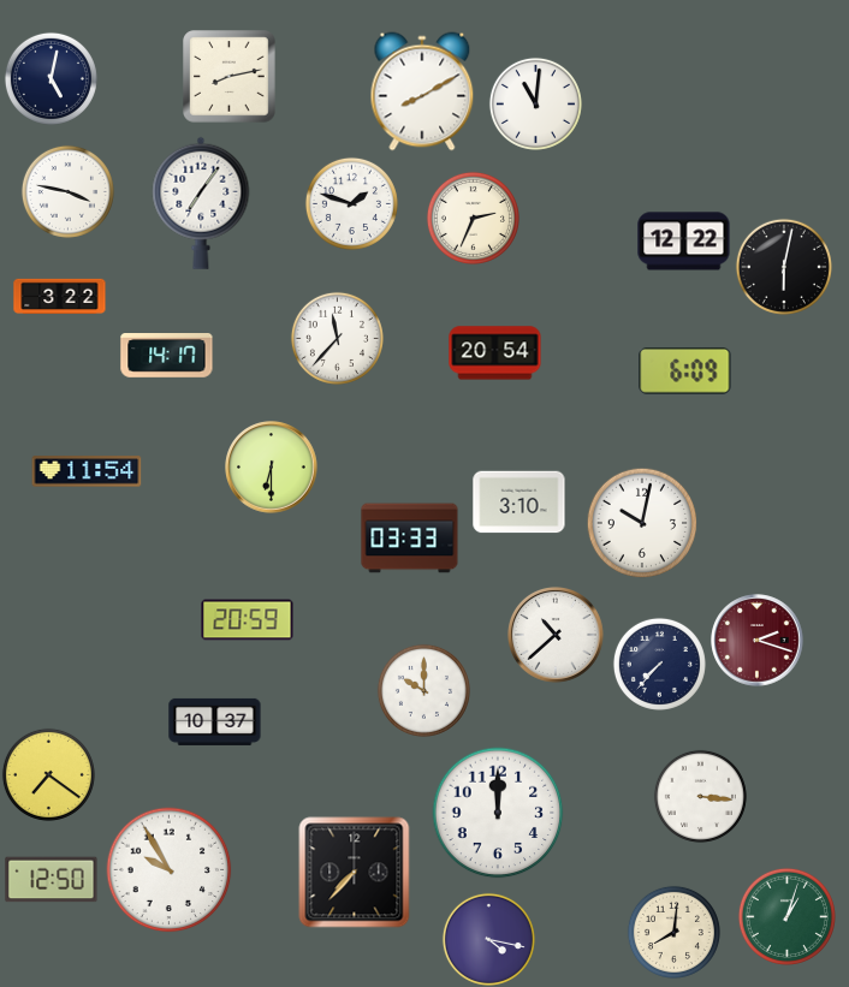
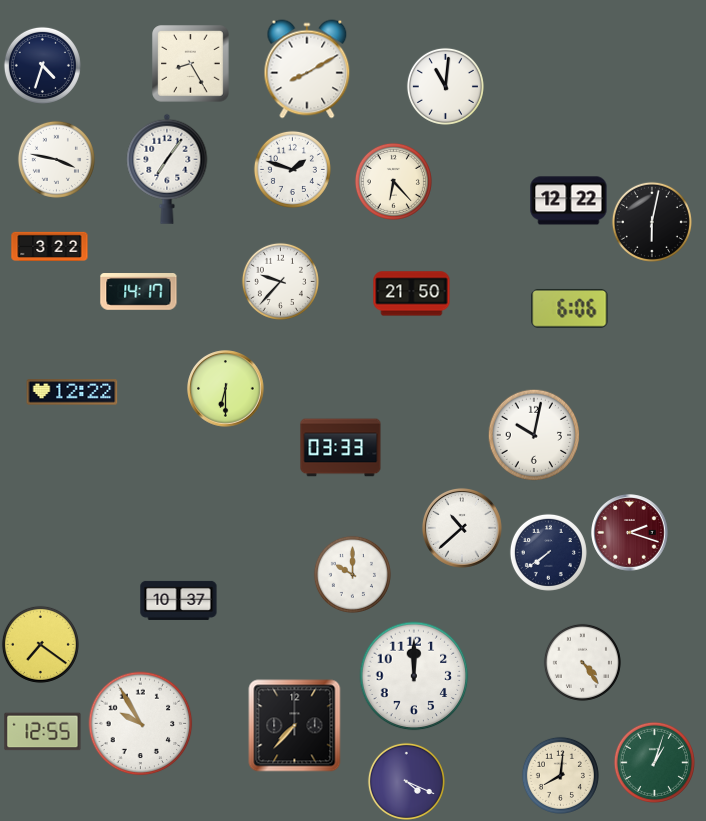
clock at (230, 77): 8:13 -> 8:25
clock at (51, 78): 5:02 -> 4:33
clock at (422, 91) position: (422, 91) -> (307, 69)
clock at (473, 218): 2:34 -> 6:23
clock at (337, 338): 11:37 -> 9:37
clock at (495, 353): 20:54 -> 21:50
clock at (167, 356) position: (167, 356) -> (139, 292)
clock at (685, 371): 6:09 -> 6:06
clock at (87, 471): 11:54 -> 12:22
clock at (520, 503): 3:10 -> none
clock at (248, 620): 20:59 -> none
clock at (659, 664): 7:37 -> 7:39
clock at (700, 796): 3:16 -> 4:24
clock at (52, 880): 12:50 -> 12:55
clock at (488, 939): 4:17 -> 4:19
